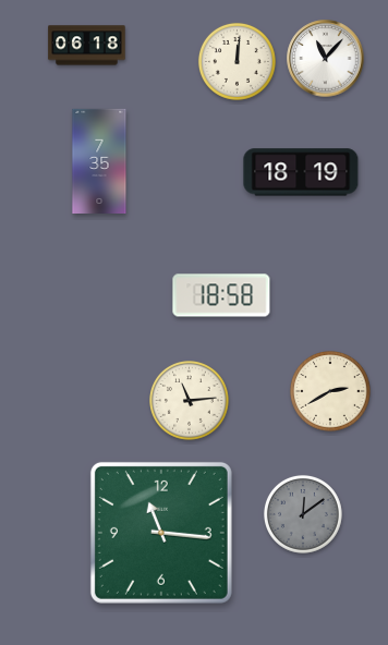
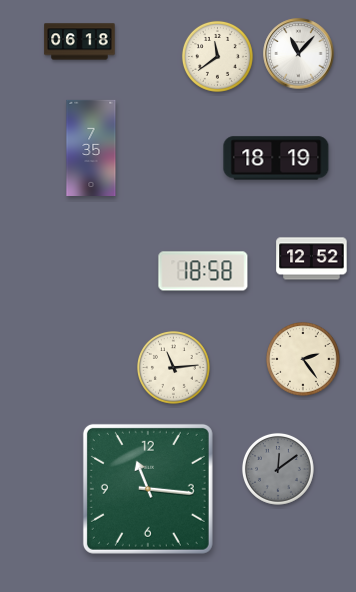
clock at (237, 61): 12:01 -> 11:39
clock at (312, 259): none -> 12:52
clock at (330, 391): 2:40 -> 2:24
clock at (303, 514) position: (303, 514) -> (278, 469)
